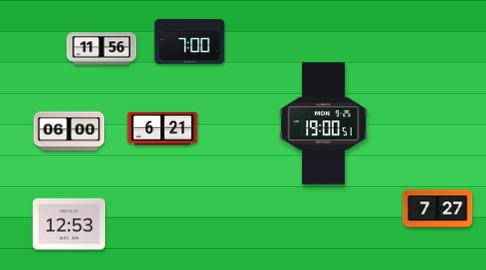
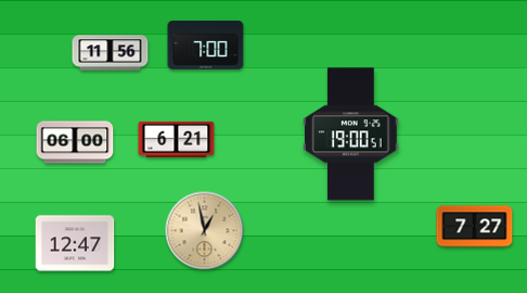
clock at (205, 231): none -> 12:58
clock at (69, 224): 12:53 -> 12:47
